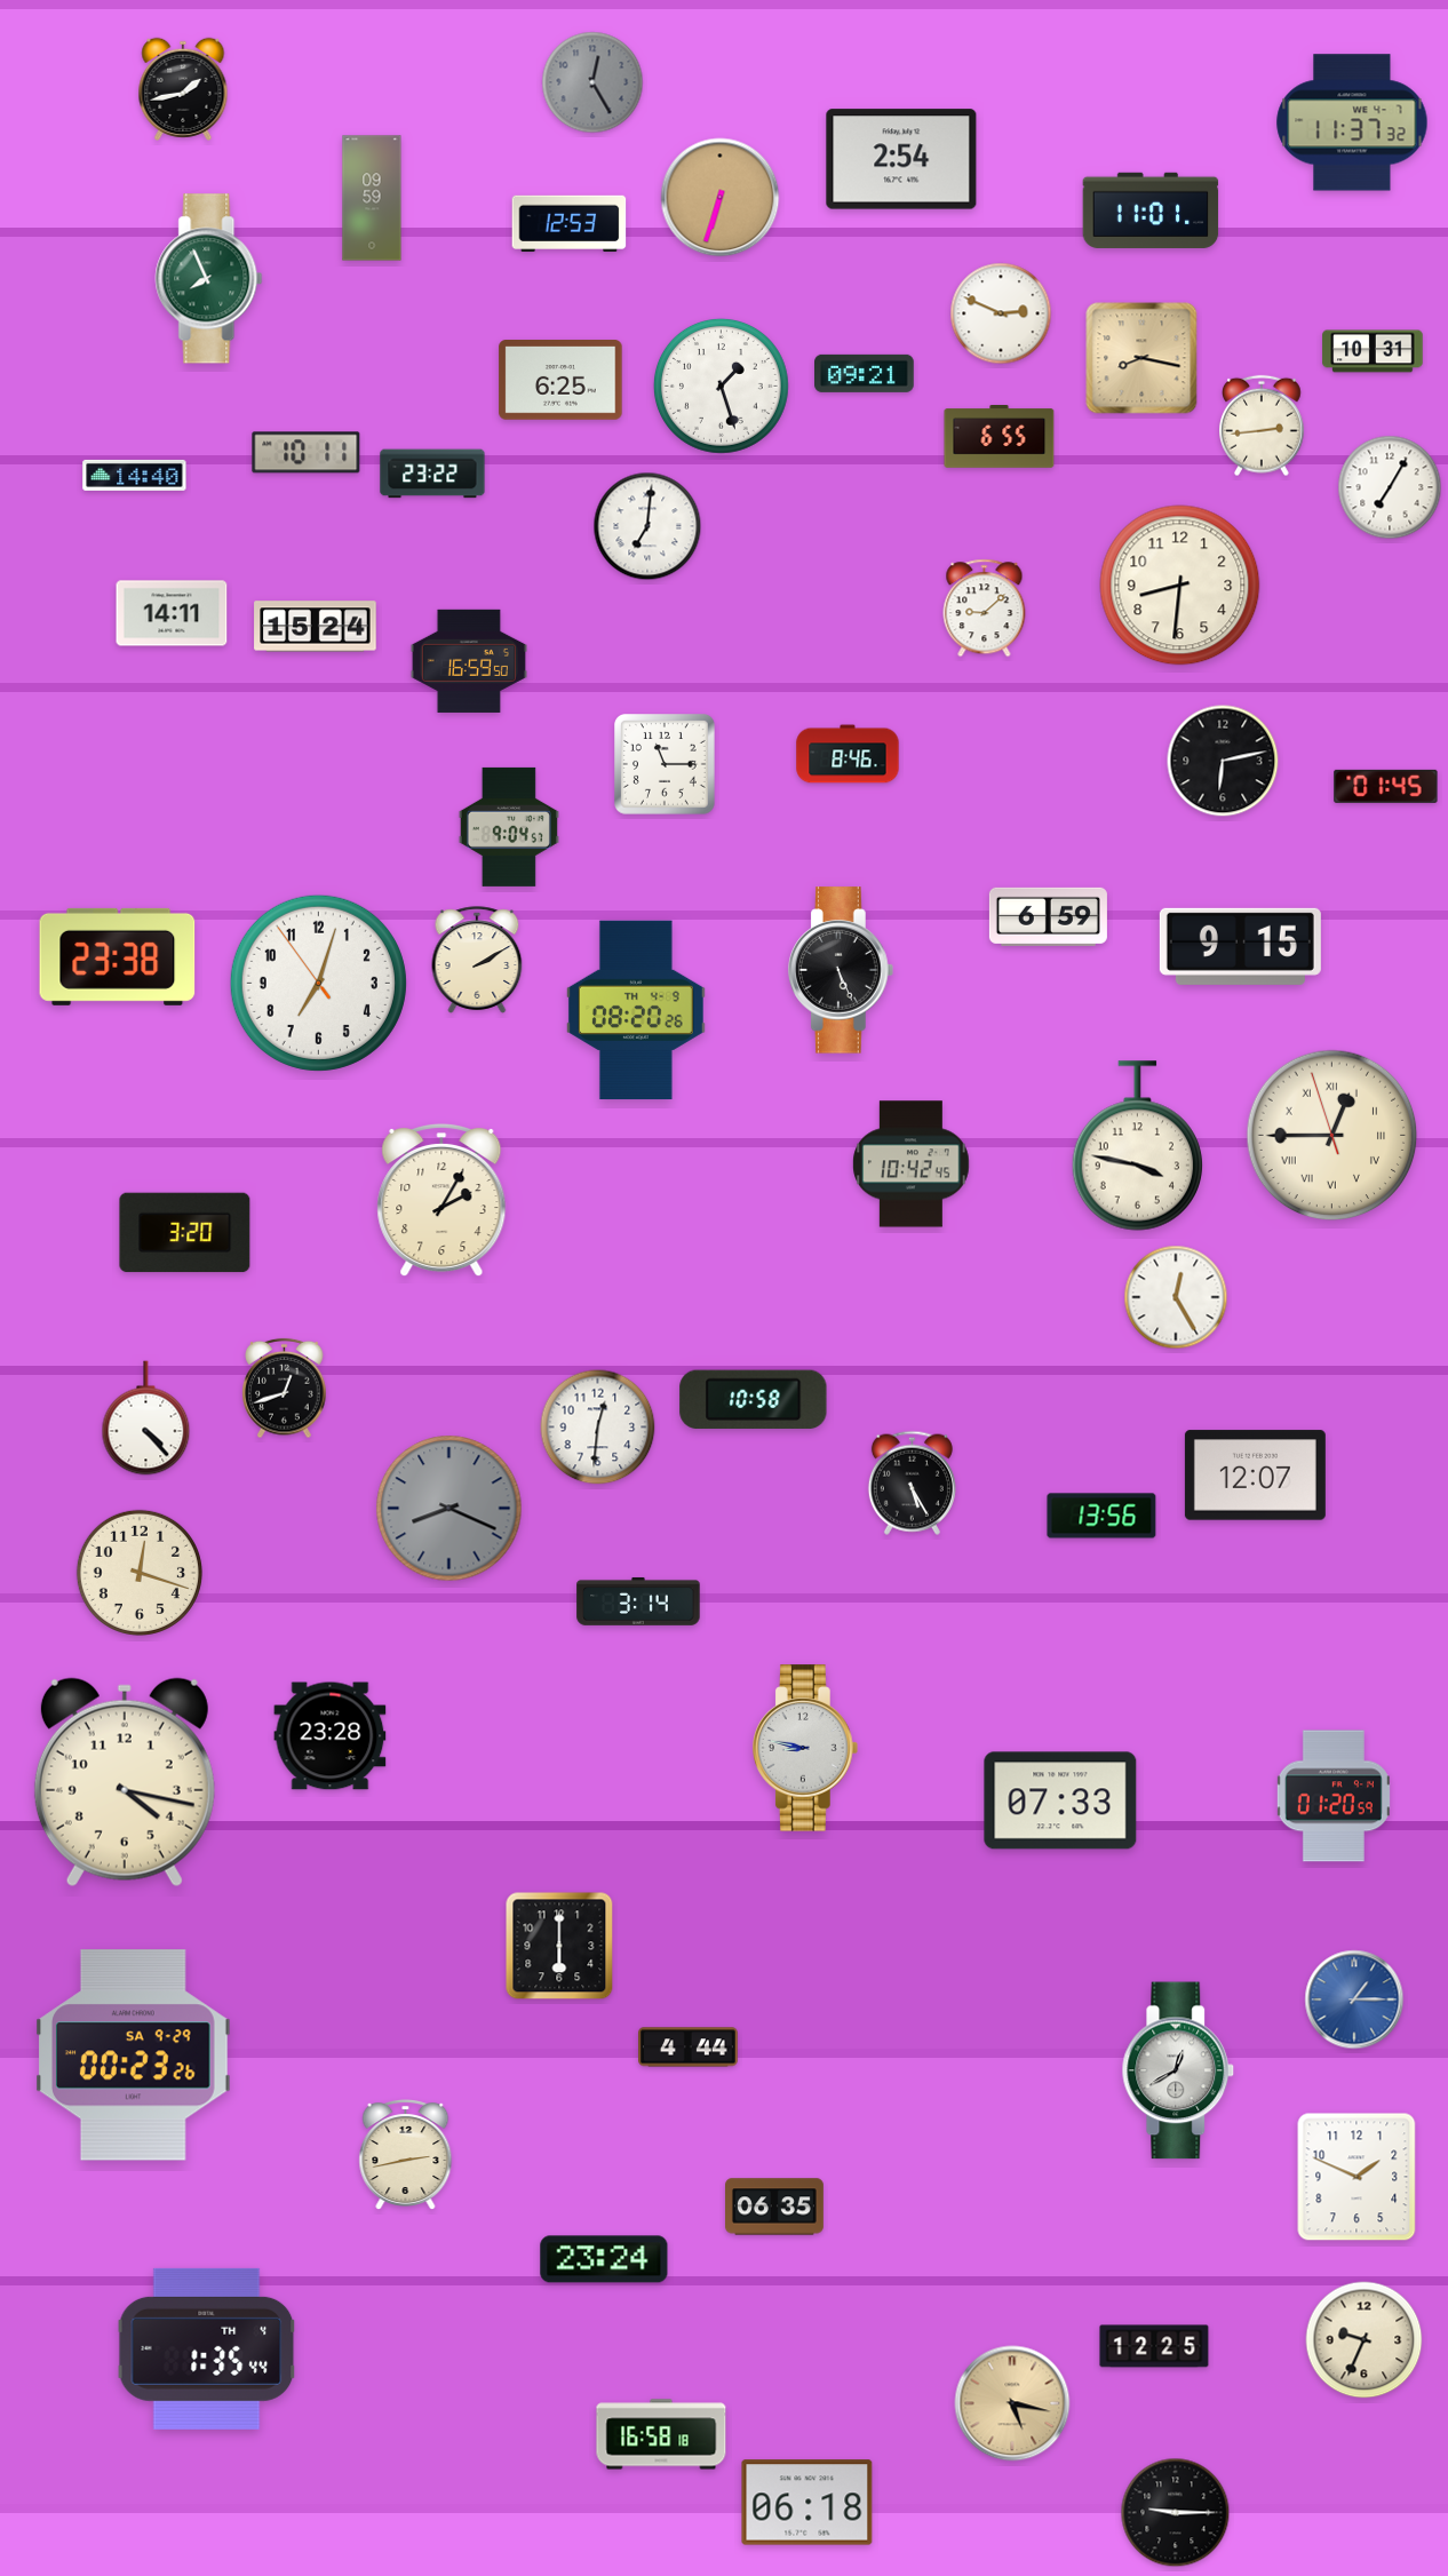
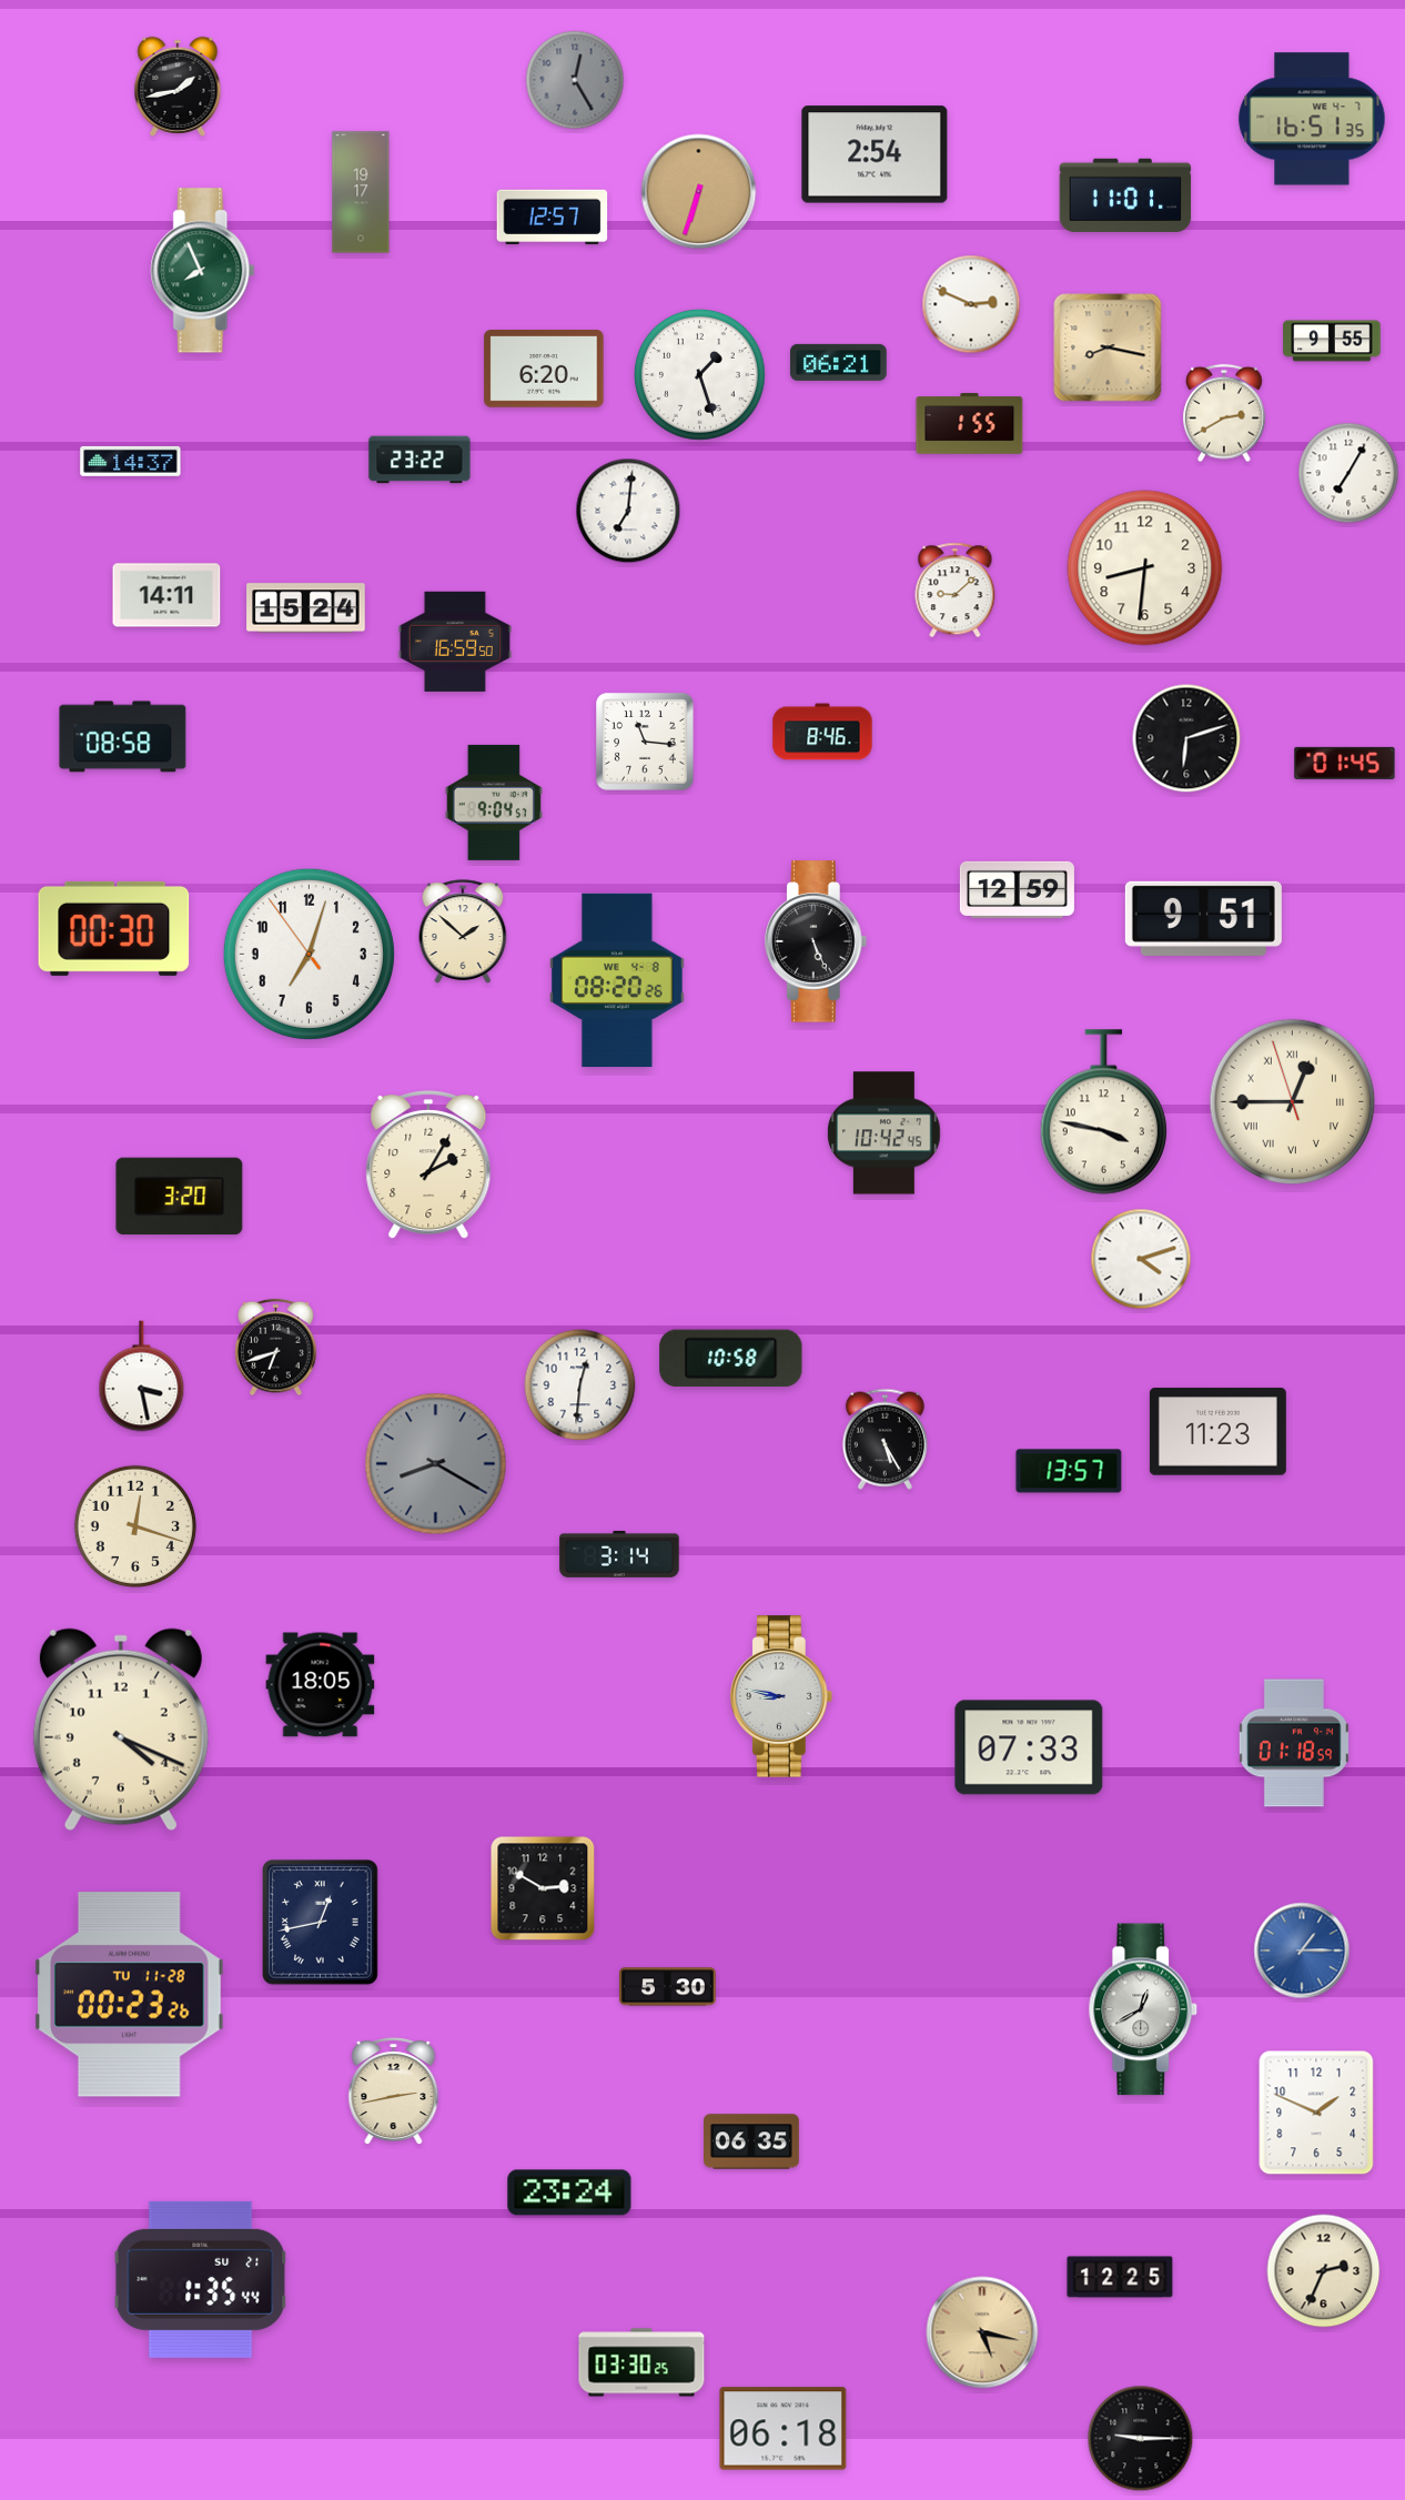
clock at (1352, 122): 11:37 -> 16:51
clock at (372, 198): 09:59 -> 19:17
clock at (1151, 210) position: (1151, 210) -> (1125, 195)
clock at (570, 224): 12:53 -> 12:57
clock at (1373, 351): 10:31 -> 9:55
clock at (865, 373): 09:21 -> 06:21
clock at (560, 381): 6:25 -> 6:20
clock at (1263, 426): 2:44 -> 2:40
clock at (1000, 437): 6:55 -> 1:55
clock at (307, 453): 10:11 -> none
clock at (135, 475): 14:40 -> 14:37
clock at (123, 737): none -> 08:58
clock at (1223, 761): 6:13 -> 6:12
clock at (666, 765): 11:15 -> 11:16
clock at (1048, 916): 6:59 -> 12:59
clock at (1240, 946): 9:15 -> 9:51
clock at (118, 956): 23:38 -> 00:30
clock at (477, 960): 2:10 -> 1:52
clock at (636, 1010) date: TH 4-9 -> WE 4-8
clock at (912, 1164) position: (912, 1164) -> (885, 1133)
clock at (1176, 1297): 12:25 -> 4:12
clock at (285, 1389): 12:42 -> 6:42
clock at (146, 1418): 4:23 -> 3:28
clock at (1255, 1476): 12:07 -> 11:23
clock at (449, 1509): 8:19 -> 8:20
clock at (1101, 1516): 13:56 -> 13:57
clock at (331, 1736): 23:28 -> 18:05
clock at (125, 1782): 4:17 -> 4:19
clock at (1334, 1796): 01:20 -> 01:18
clock at (559, 1946): 6:00 -> 2:50
clock at (321, 1923): none -> 12:43
clock at (1354, 1999) position: (1354, 1999) -> (1302, 1950)
clock at (689, 2048): 4:44 -> 5:30
clock at (134, 2056) date: SA 9-29 -> TU 11-28
clock at (604, 2259) position: (604, 2259) -> (569, 2192)
clock at (1365, 2340): 9:34 -> 2:34
clock at (207, 2348) date: TH 4 -> SU 21
clock at (661, 2434): 16:58 -> 03:30
